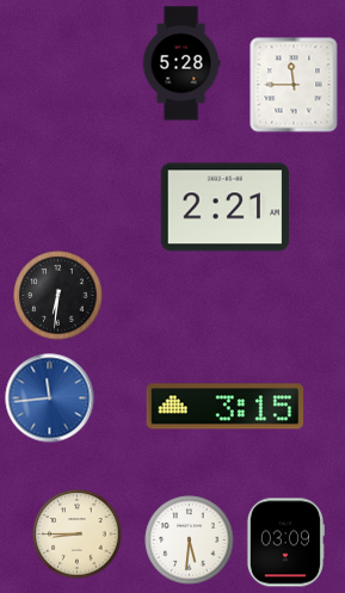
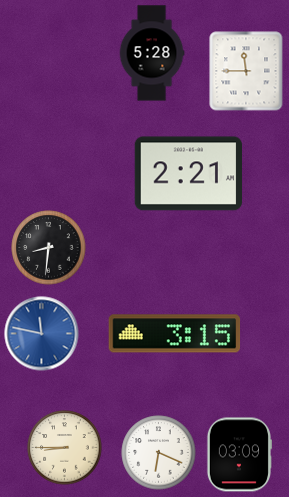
clock at (58, 296): 6:31 -> 8:31
clock at (50, 399): 11:44 -> 11:47
clock at (226, 407) position: (226, 407) -> (175, 334)
clock at (190, 541): 5:31 -> 6:19
